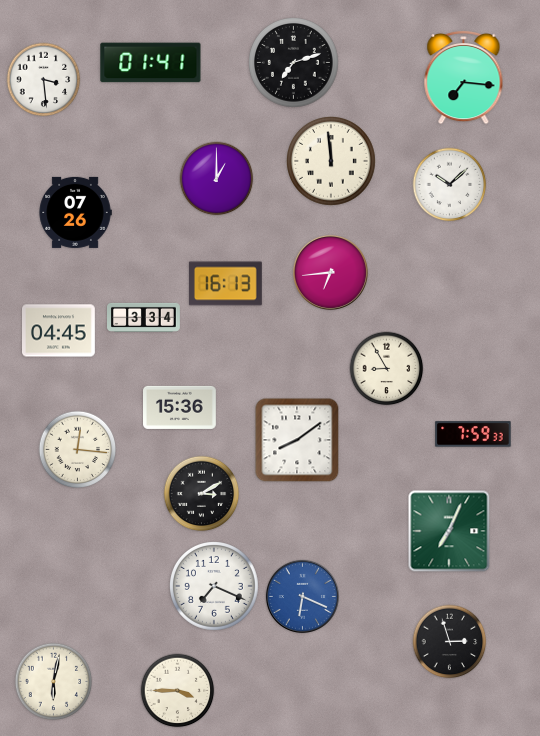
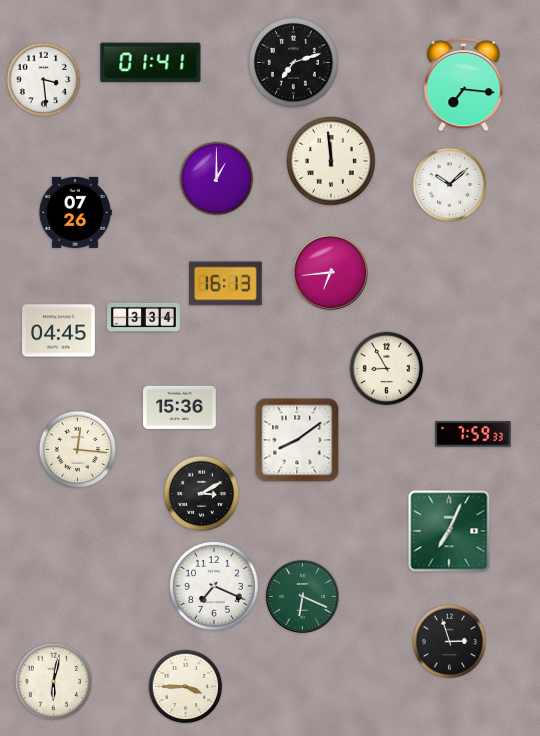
clock at (464, 77) position: (464, 77) -> (464, 84)
clock at (302, 596) dial: blue -> green
clock at (178, 691) position: (178, 691) -> (186, 687)
